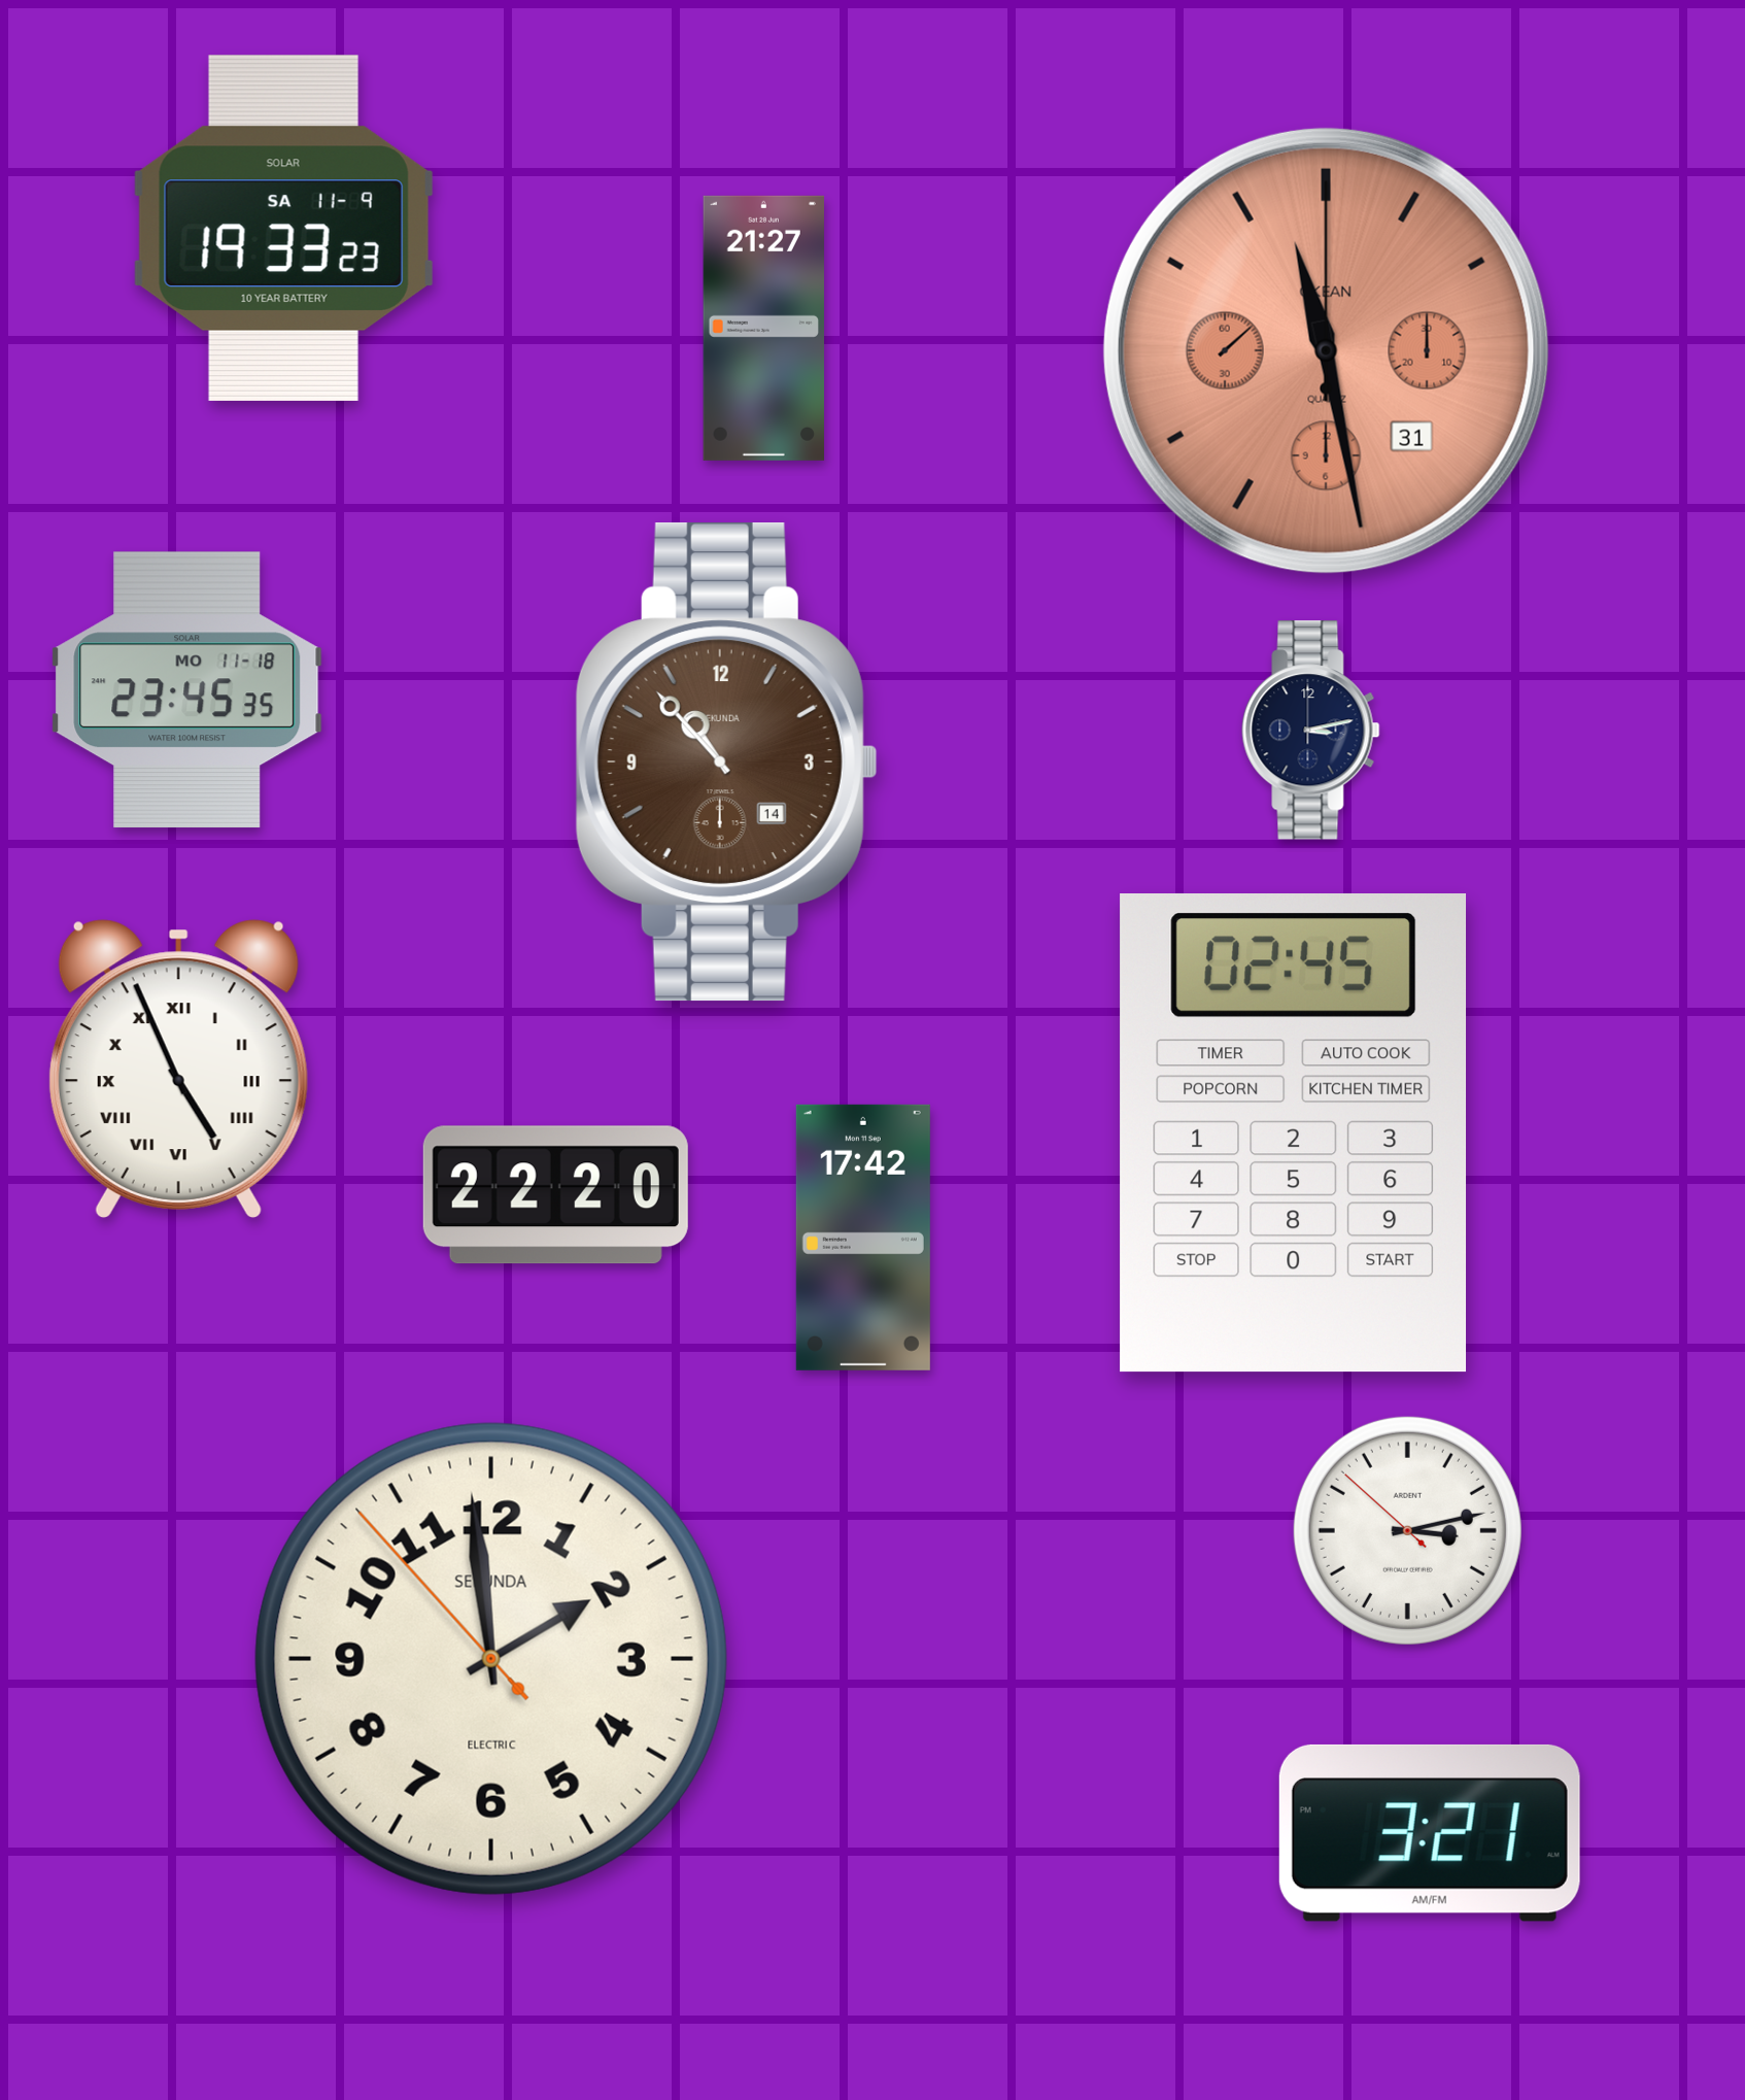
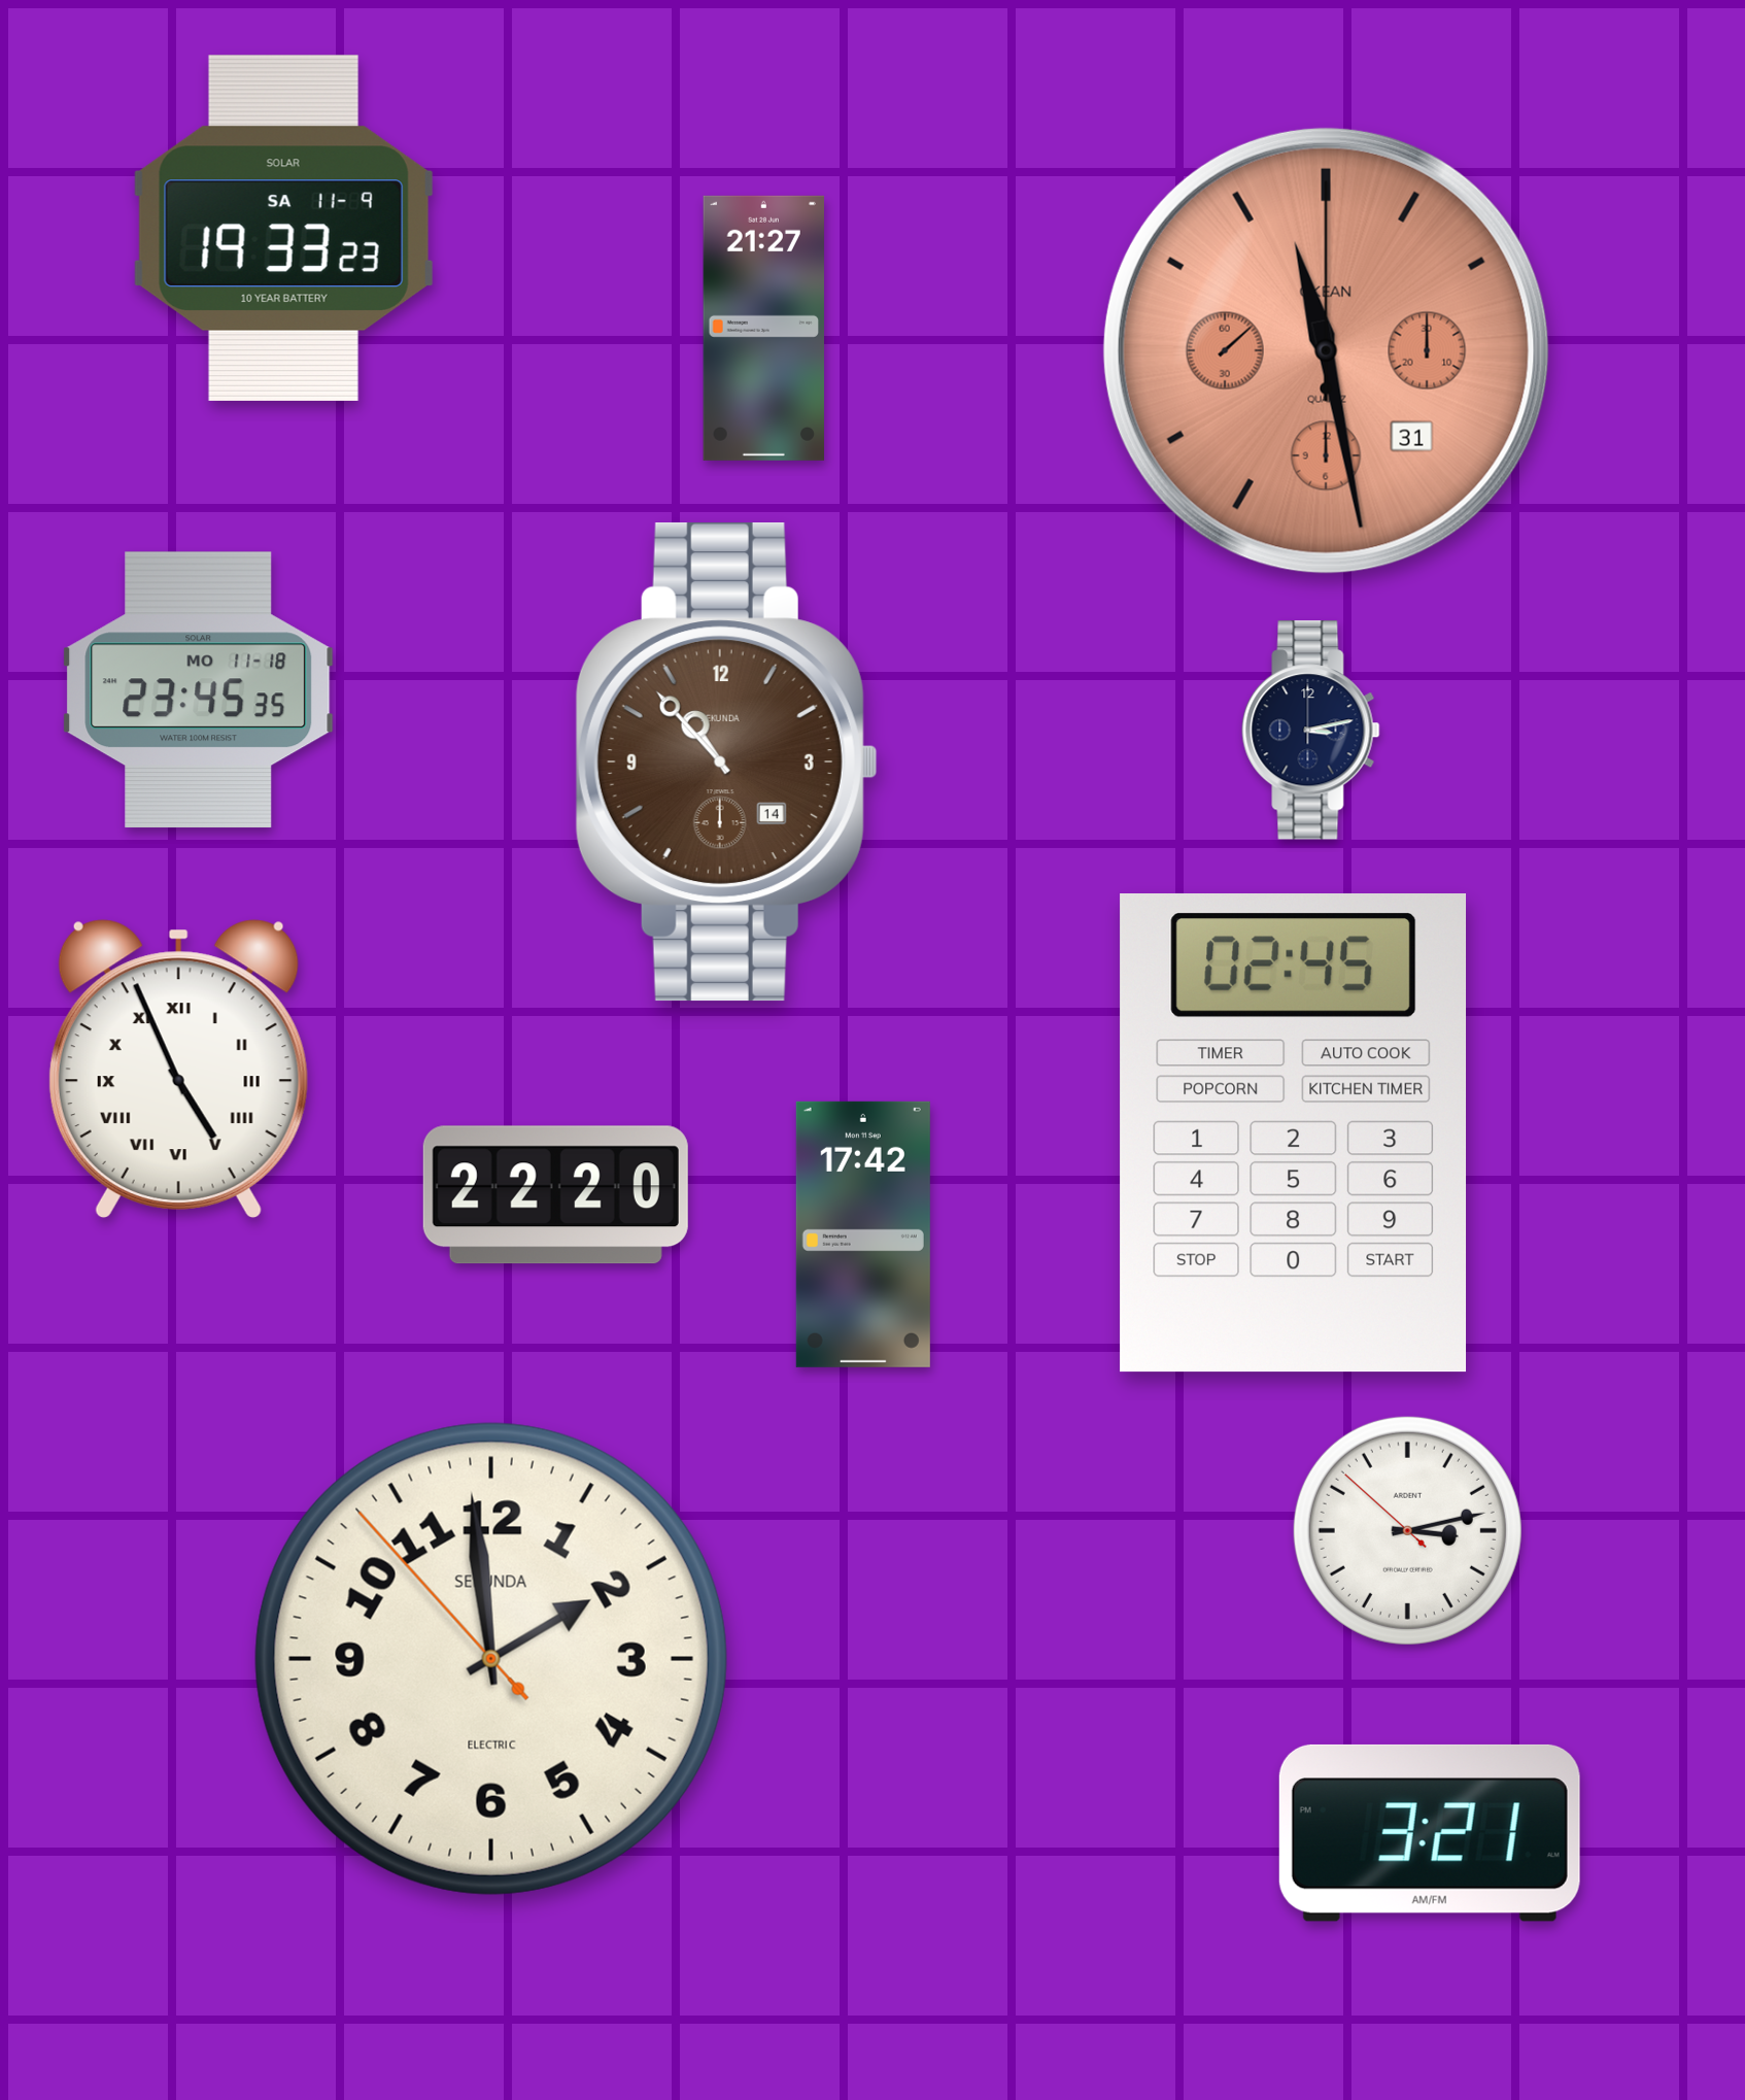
clock at (187, 690) position: (187, 690) -> (199, 690)
clock at (863, 1238) position: (863, 1238) -> (863, 1234)
